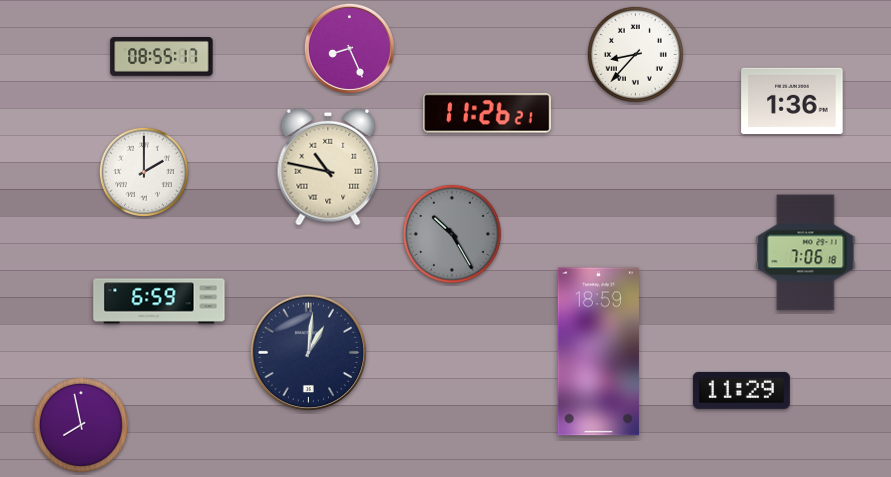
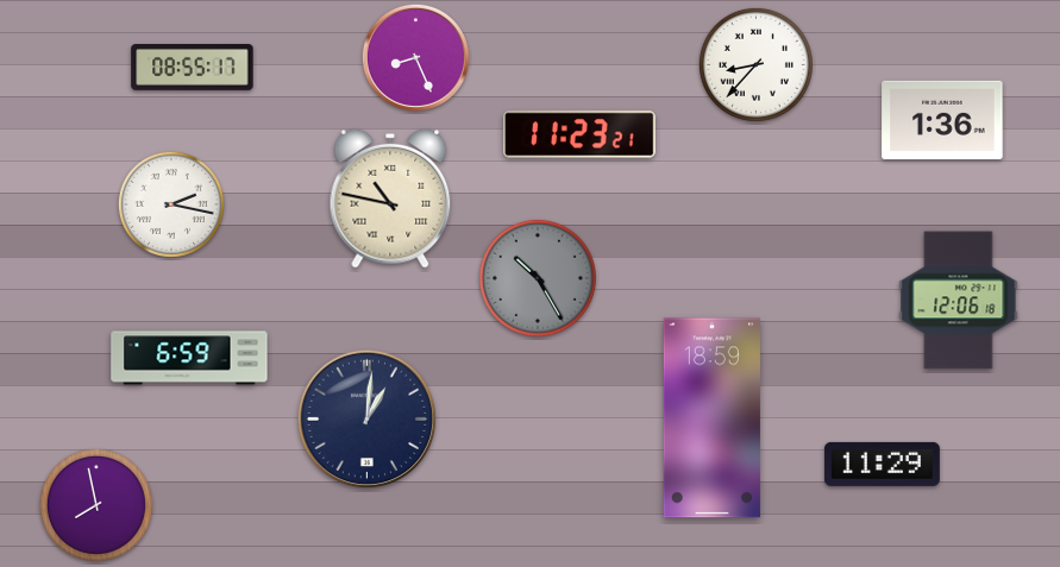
clock at (487, 113): 11:26 -> 11:23
clock at (144, 172): 2:00 -> 2:17
clock at (806, 253): 7:06 -> 12:06
